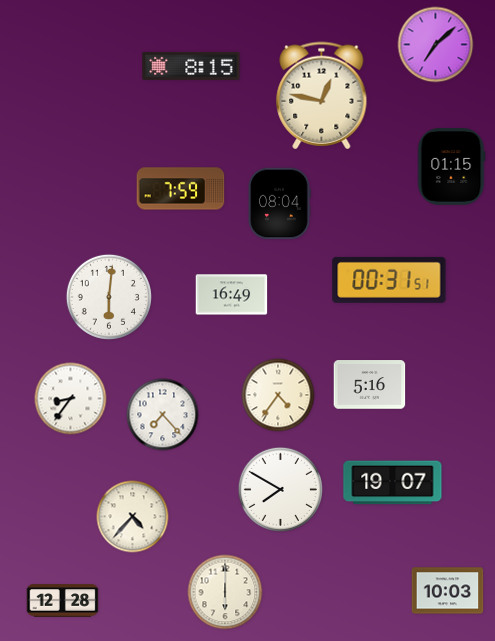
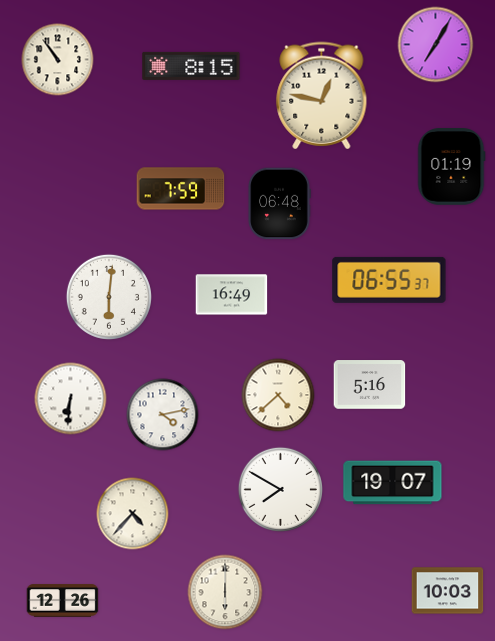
clock at (436, 45): 7:08 -> 7:05
clock at (58, 60): none -> 10:54
clock at (451, 167): 01:15 -> 01:19
clock at (279, 204): 08:04 -> 06:48
clock at (389, 280): 00:31 -> 06:55
clock at (278, 395): 4:36 -> 4:38
clock at (71, 399): 8:36 -> 6:31
clock at (163, 415): 7:23 -> 4:13
clock at (133, 517) position: (133, 517) -> (133, 514)
clock at (63, 601): 12:28 -> 12:26
